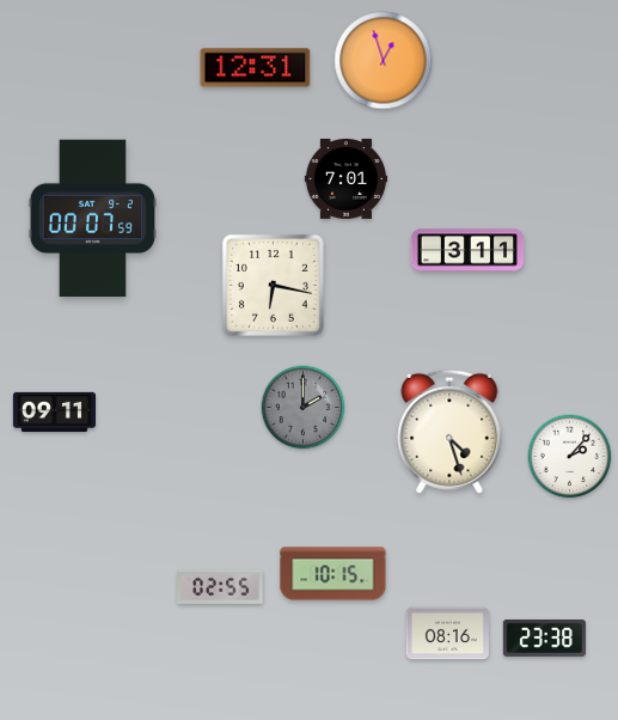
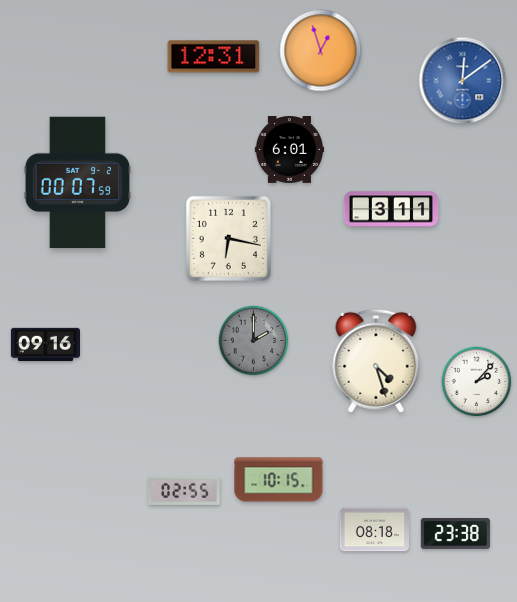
clock at (463, 81): none -> 12:09
clock at (345, 179): 7:01 -> 6:01
clock at (54, 413): 09:11 -> 09:16
clock at (447, 634): 08:16 -> 08:18
